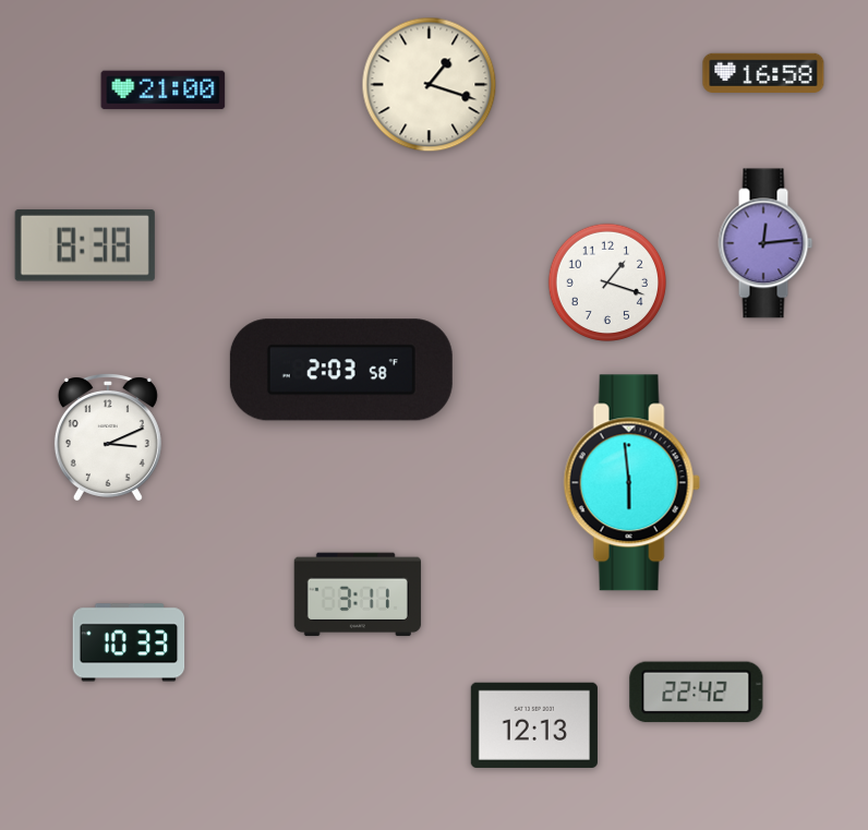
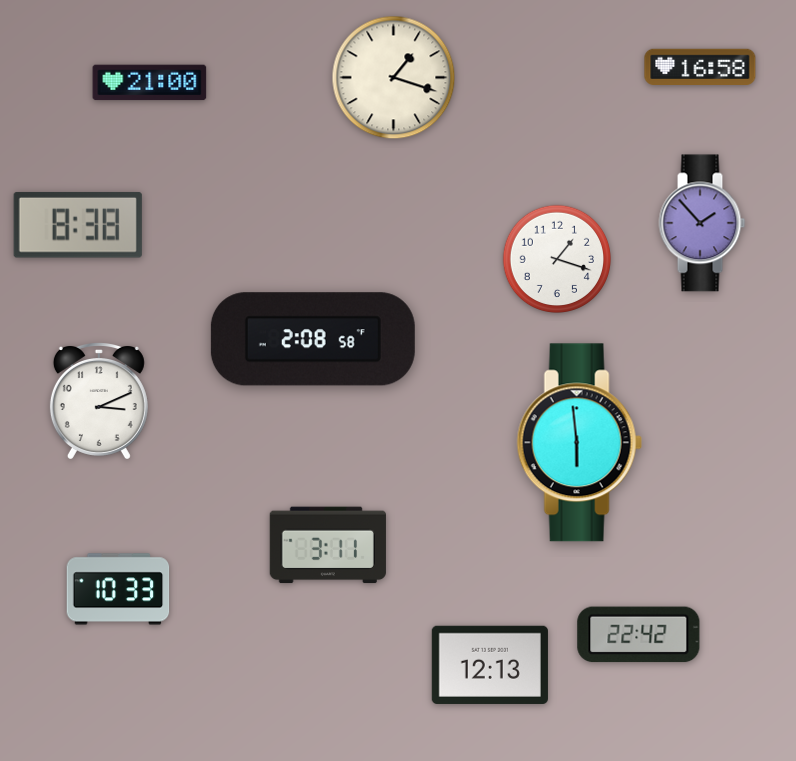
clock at (765, 243): 12:14 -> 1:53
clock at (341, 370): 2:03 -> 2:08
